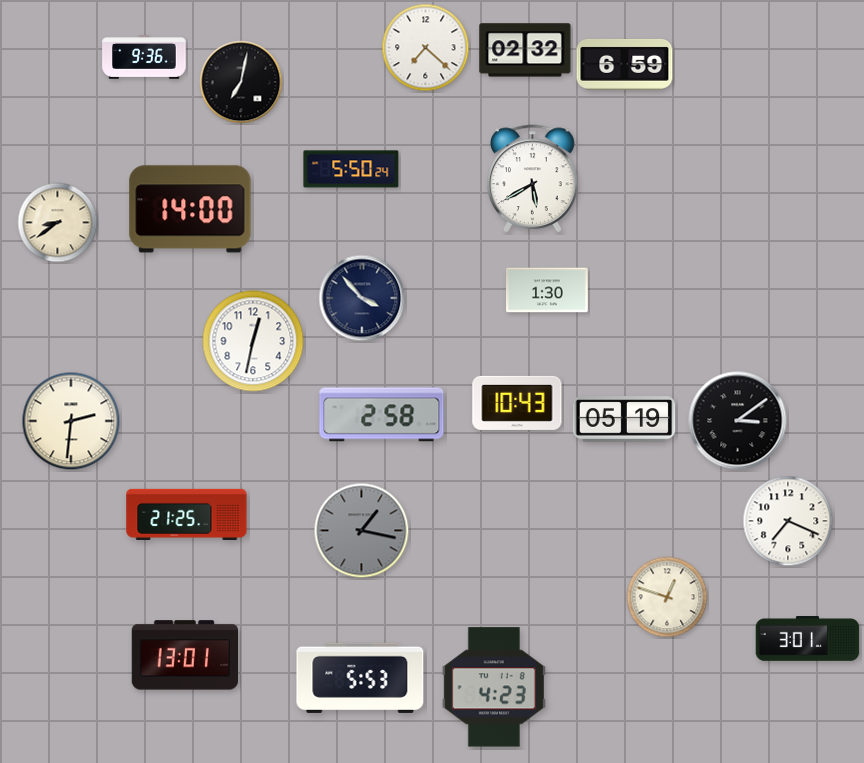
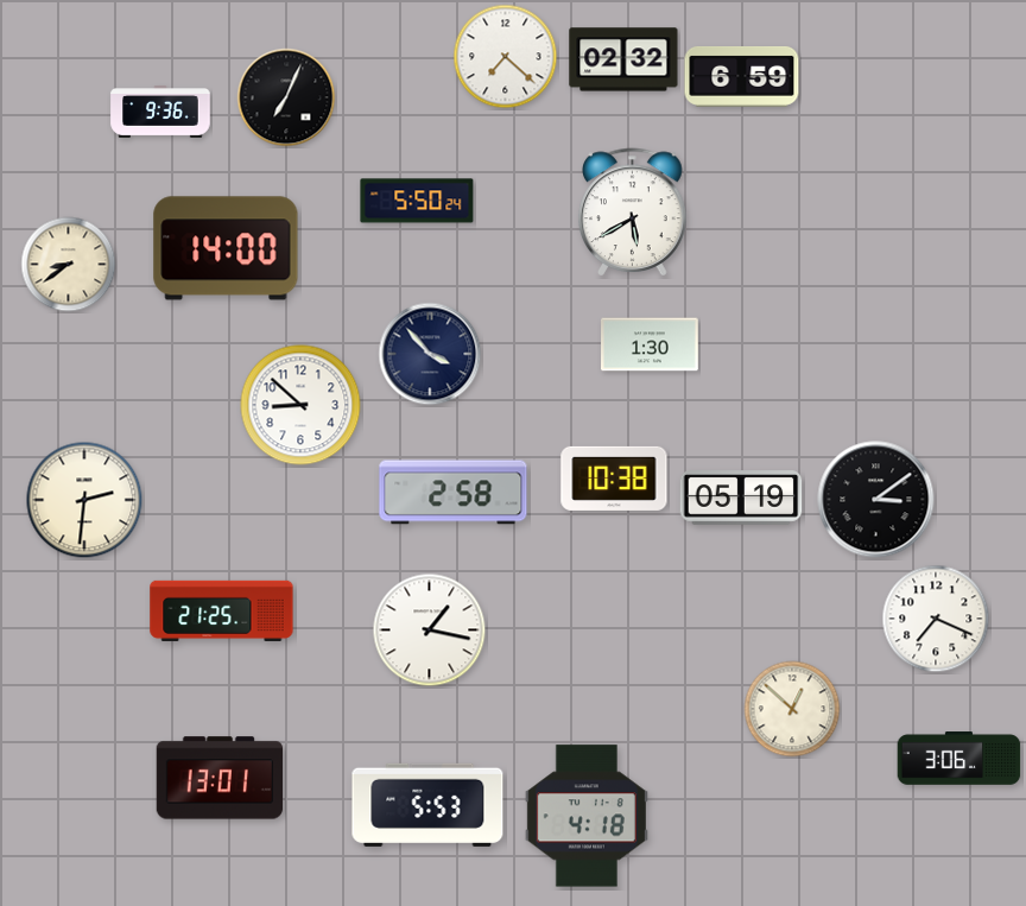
clock at (144, 58) position: (144, 58) -> (160, 113)
clock at (241, 82): 7:02 -> 7:04
clock at (253, 341): 12:32 -> 8:52
clock at (517, 403): 10:43 -> 10:38
clock at (362, 531) dial: grey -> white
clock at (667, 597): 12:48 -> 12:52
clock at (808, 639): 3:01 -> 3:06
clock at (494, 687): 4:23 -> 4:18
